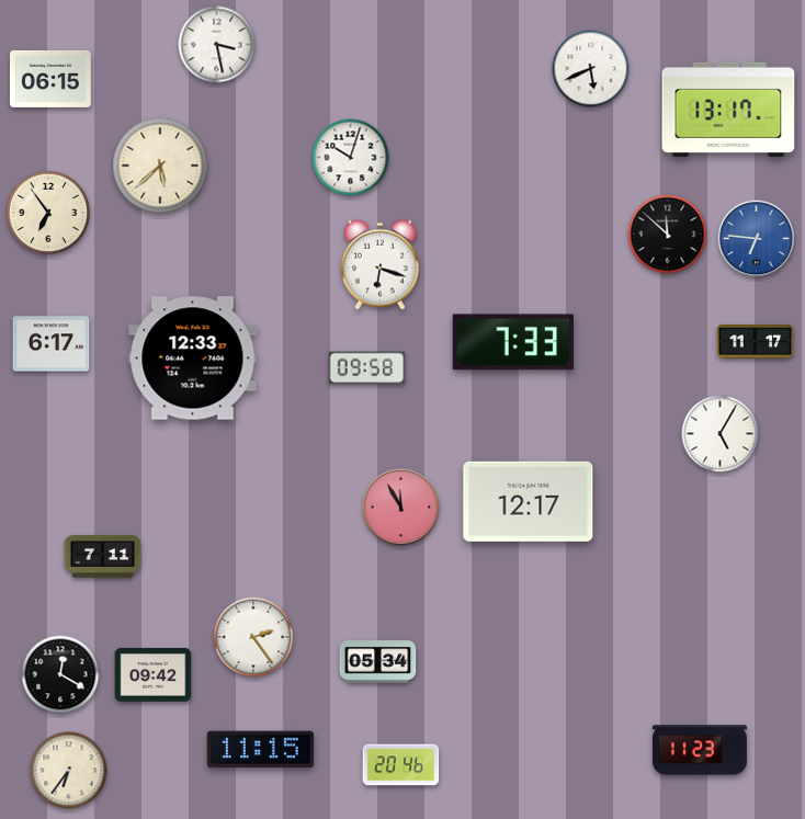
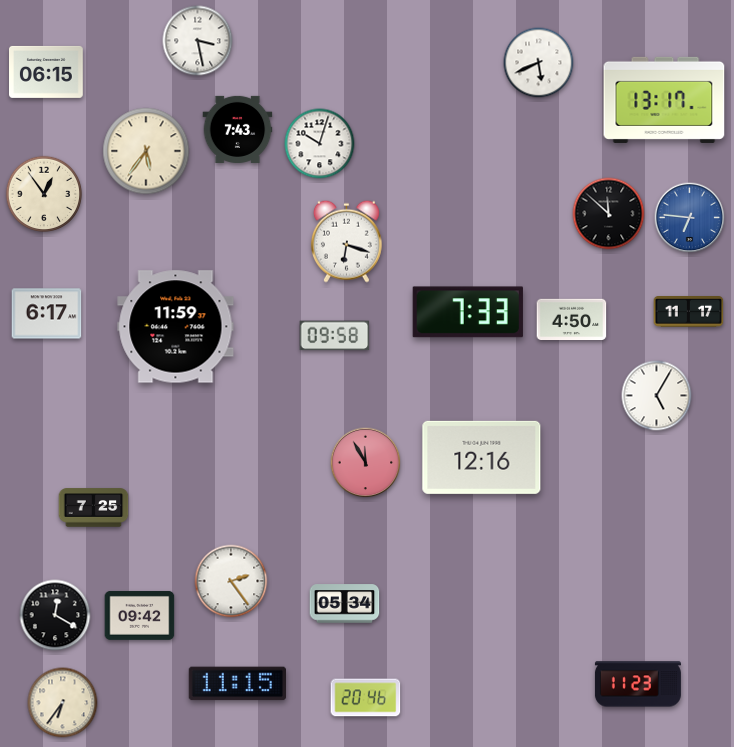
clock at (238, 129): none -> 7:43
clock at (160, 166): 5:38 -> 5:36
clock at (48, 213): 6:54 -> 12:54
clock at (572, 319): none -> 4:50
clock at (193, 359): 12:33 -> 11:59
clock at (529, 501): 12:17 -> 12:16
clock at (103, 557): 7:11 -> 7:25
